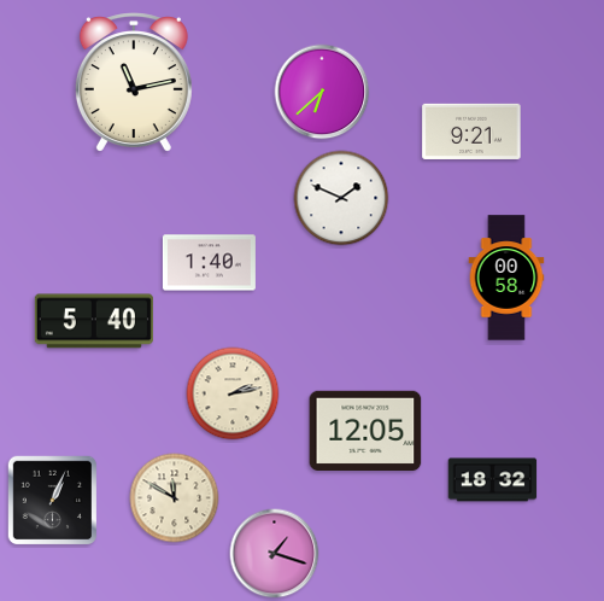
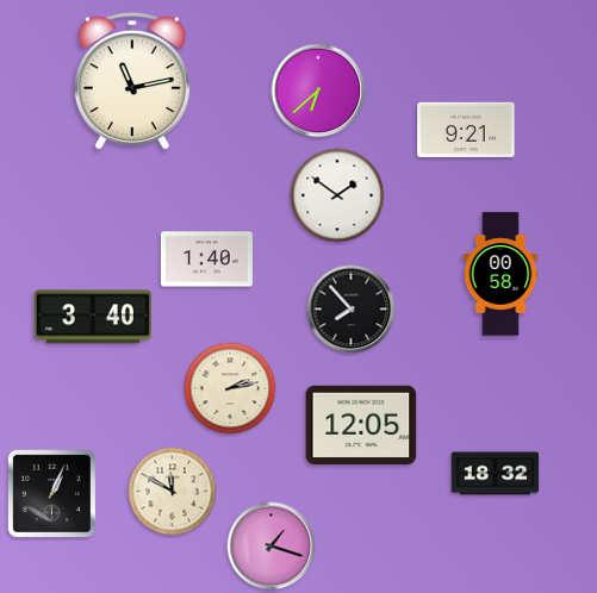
clock at (341, 198): 1:49 -> 1:51
clock at (352, 310): none -> 7:53
clock at (94, 321): 5:40 -> 3:40
clock at (493, 480) position: (493, 480) -> (496, 474)
